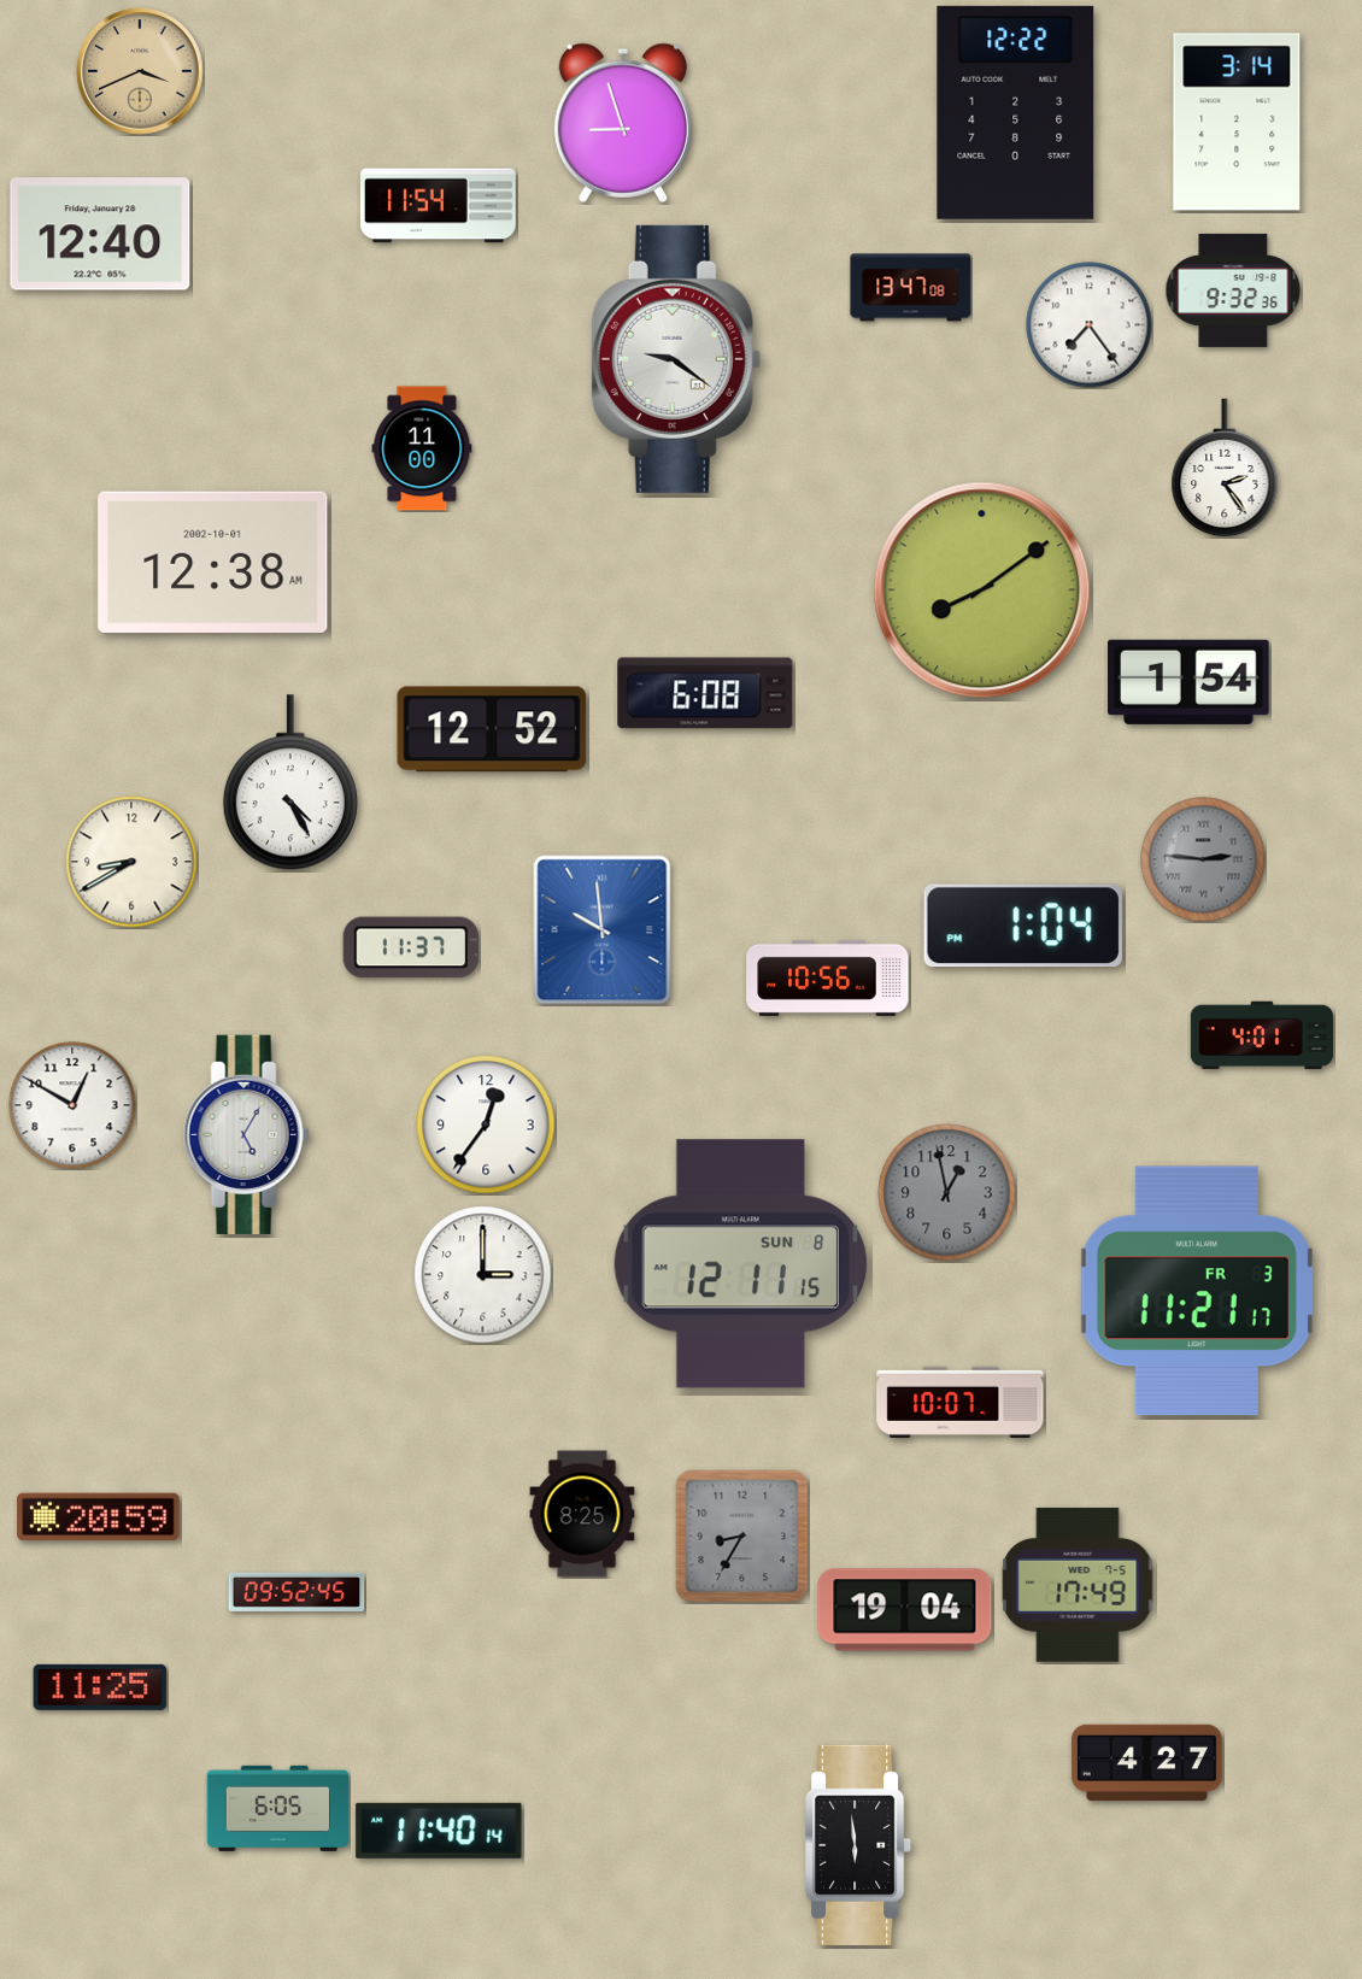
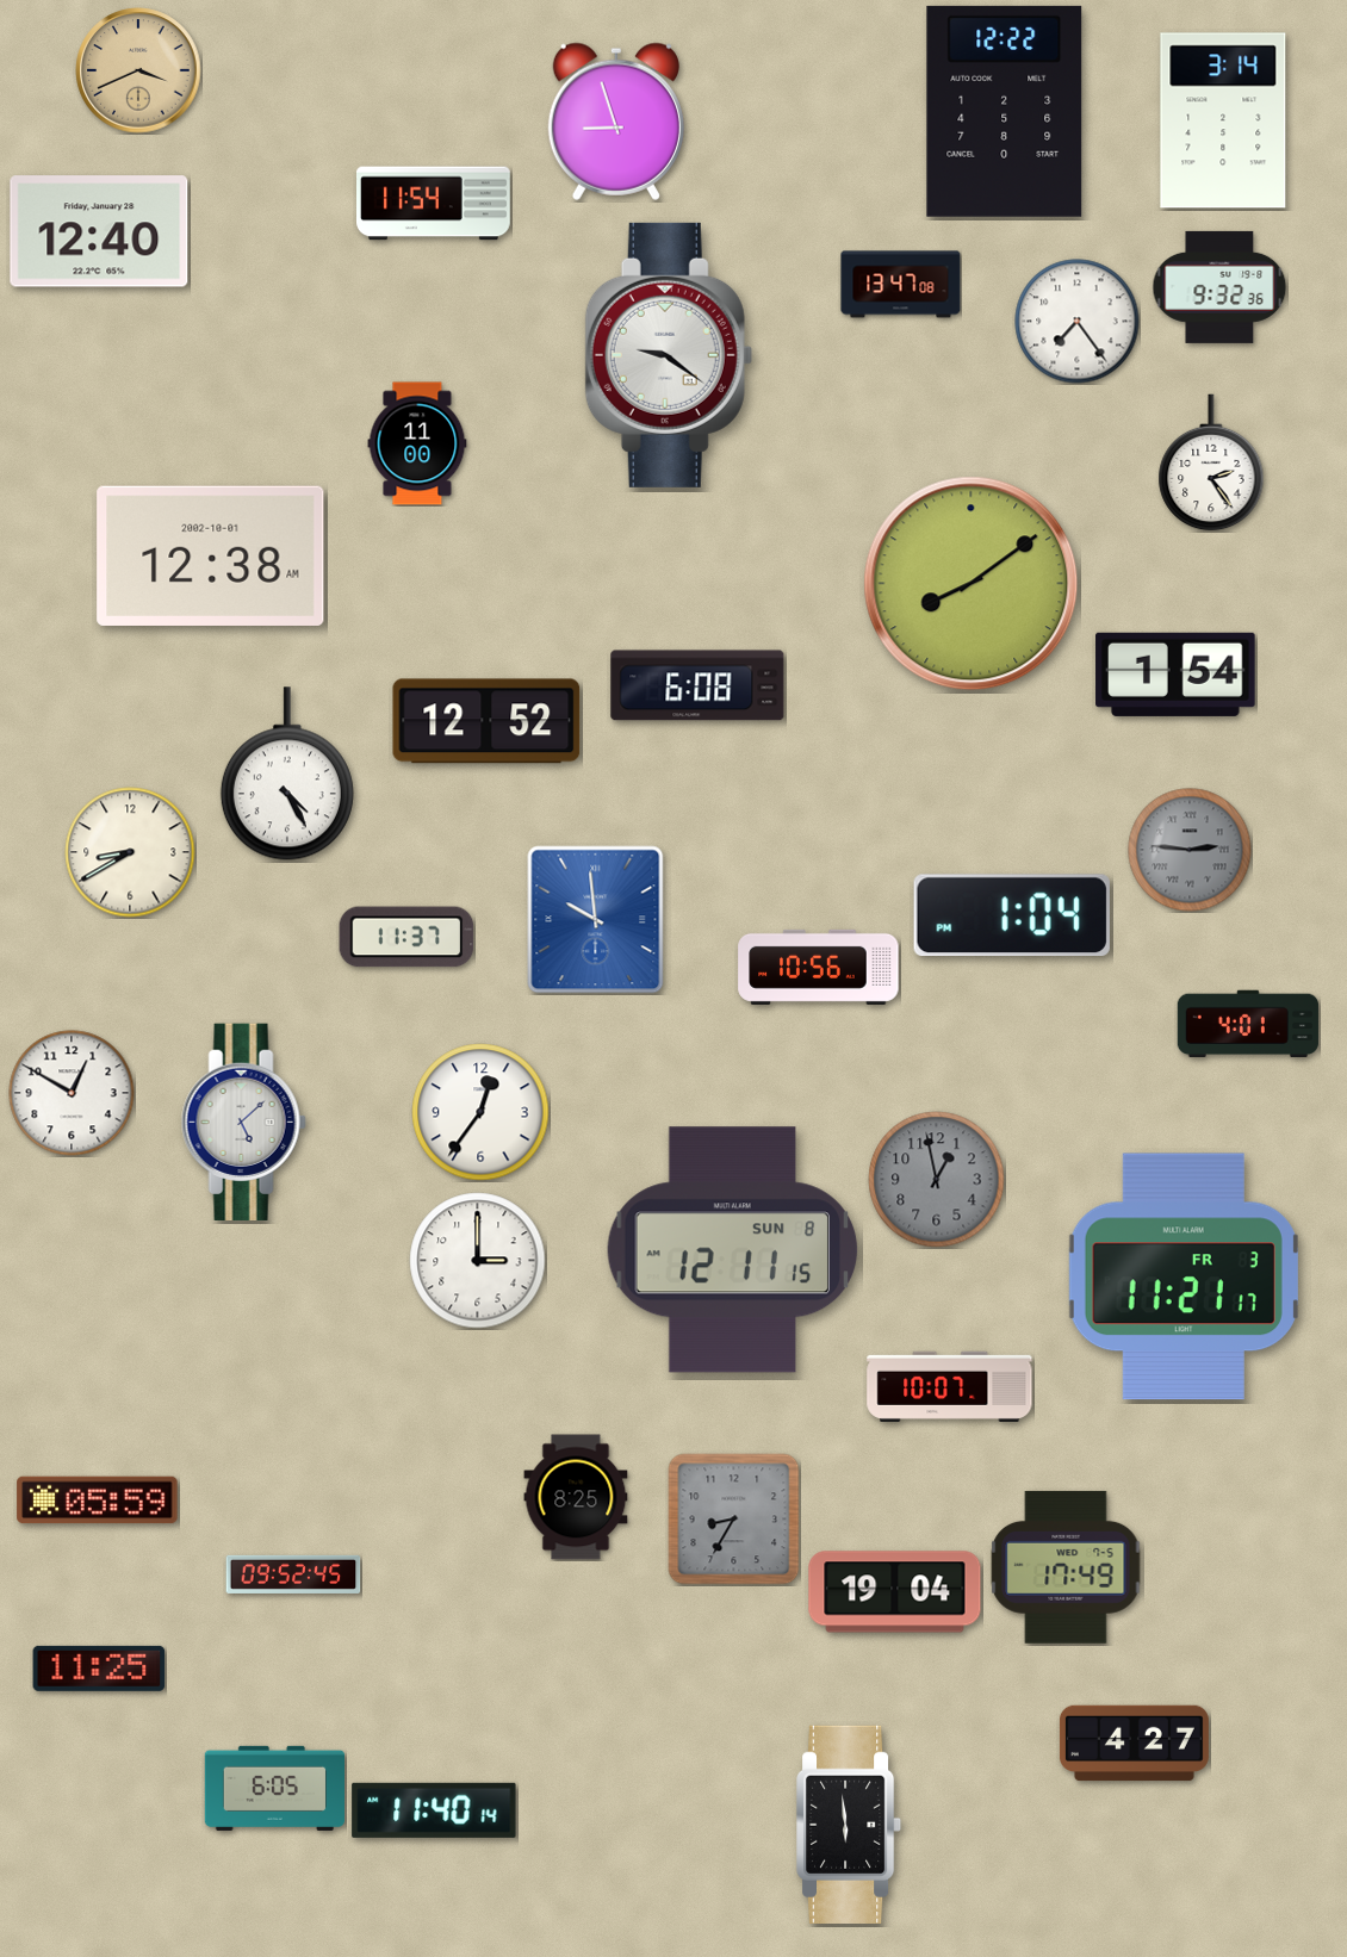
clock at (246, 1134): 5:05 -> 5:08
clock at (99, 1517): 20:59 -> 05:59
